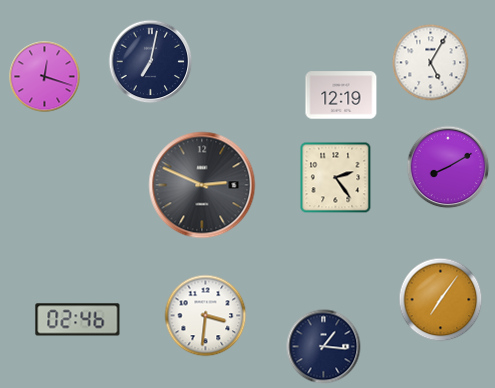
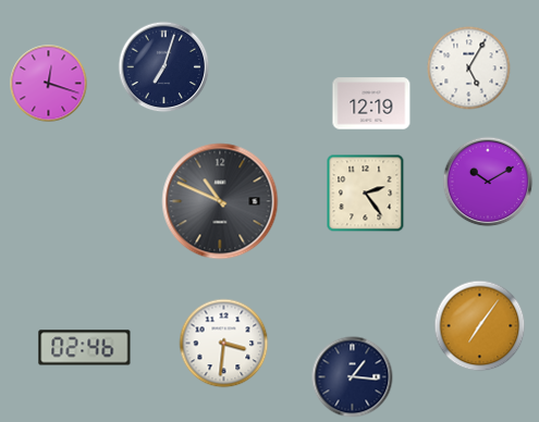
clock at (151, 62): 7:02 -> 7:03
clock at (448, 167): 8:10 -> 10:10
clock at (202, 185): 2:49 -> 10:49
